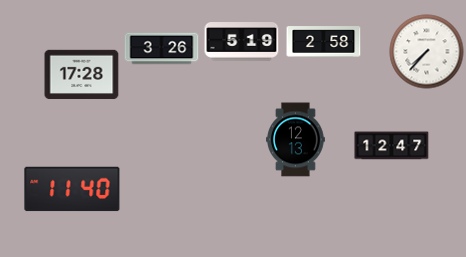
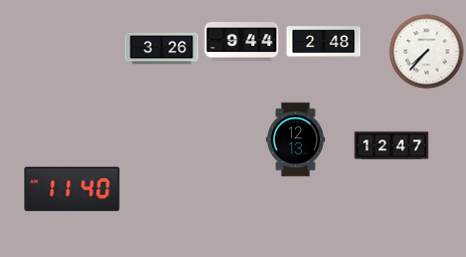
clock at (242, 42): 5:19 -> 9:44
clock at (324, 42): 2:58 -> 2:48
clock at (82, 75): 17:28 -> none
